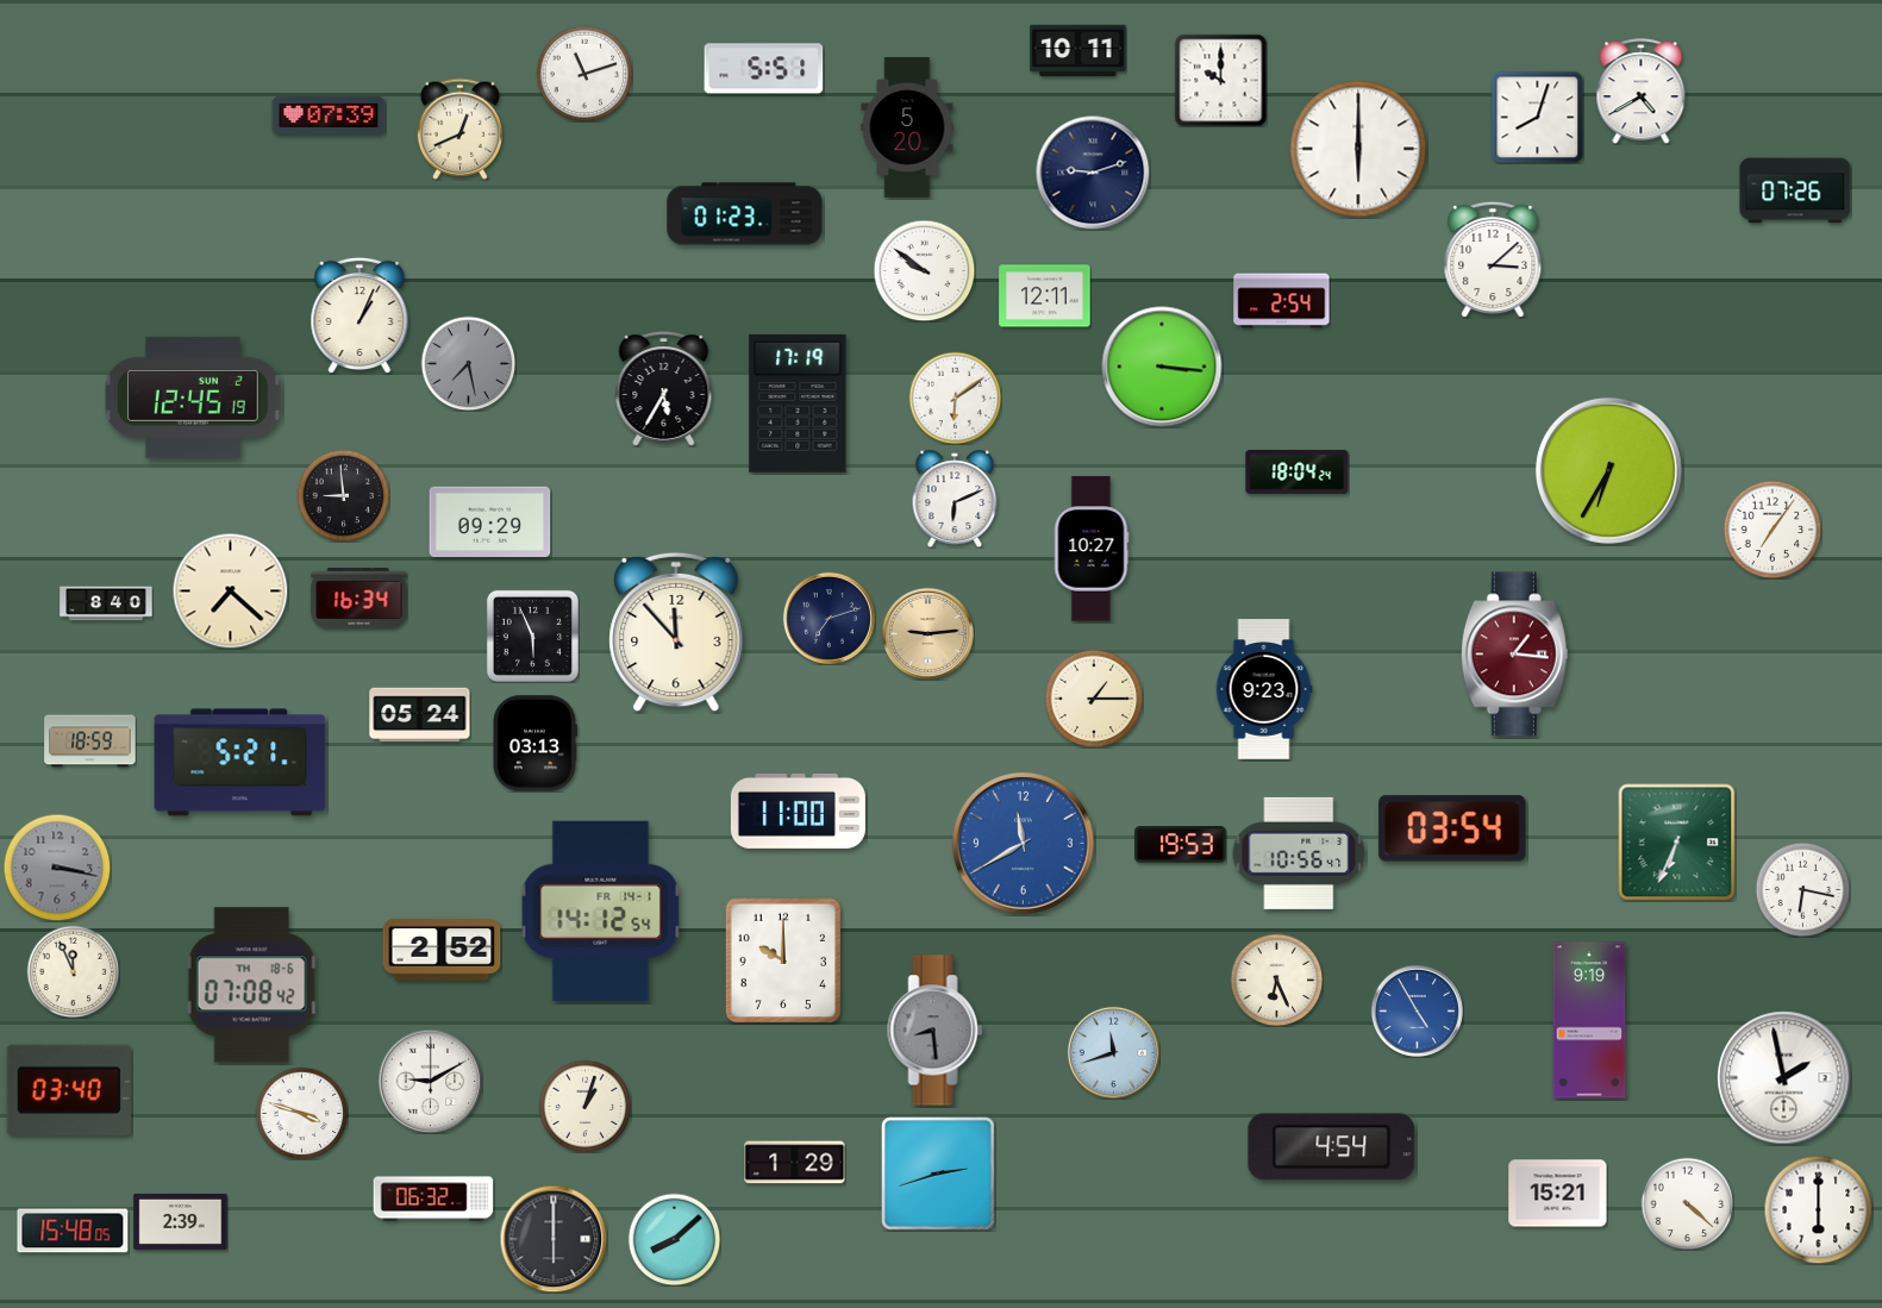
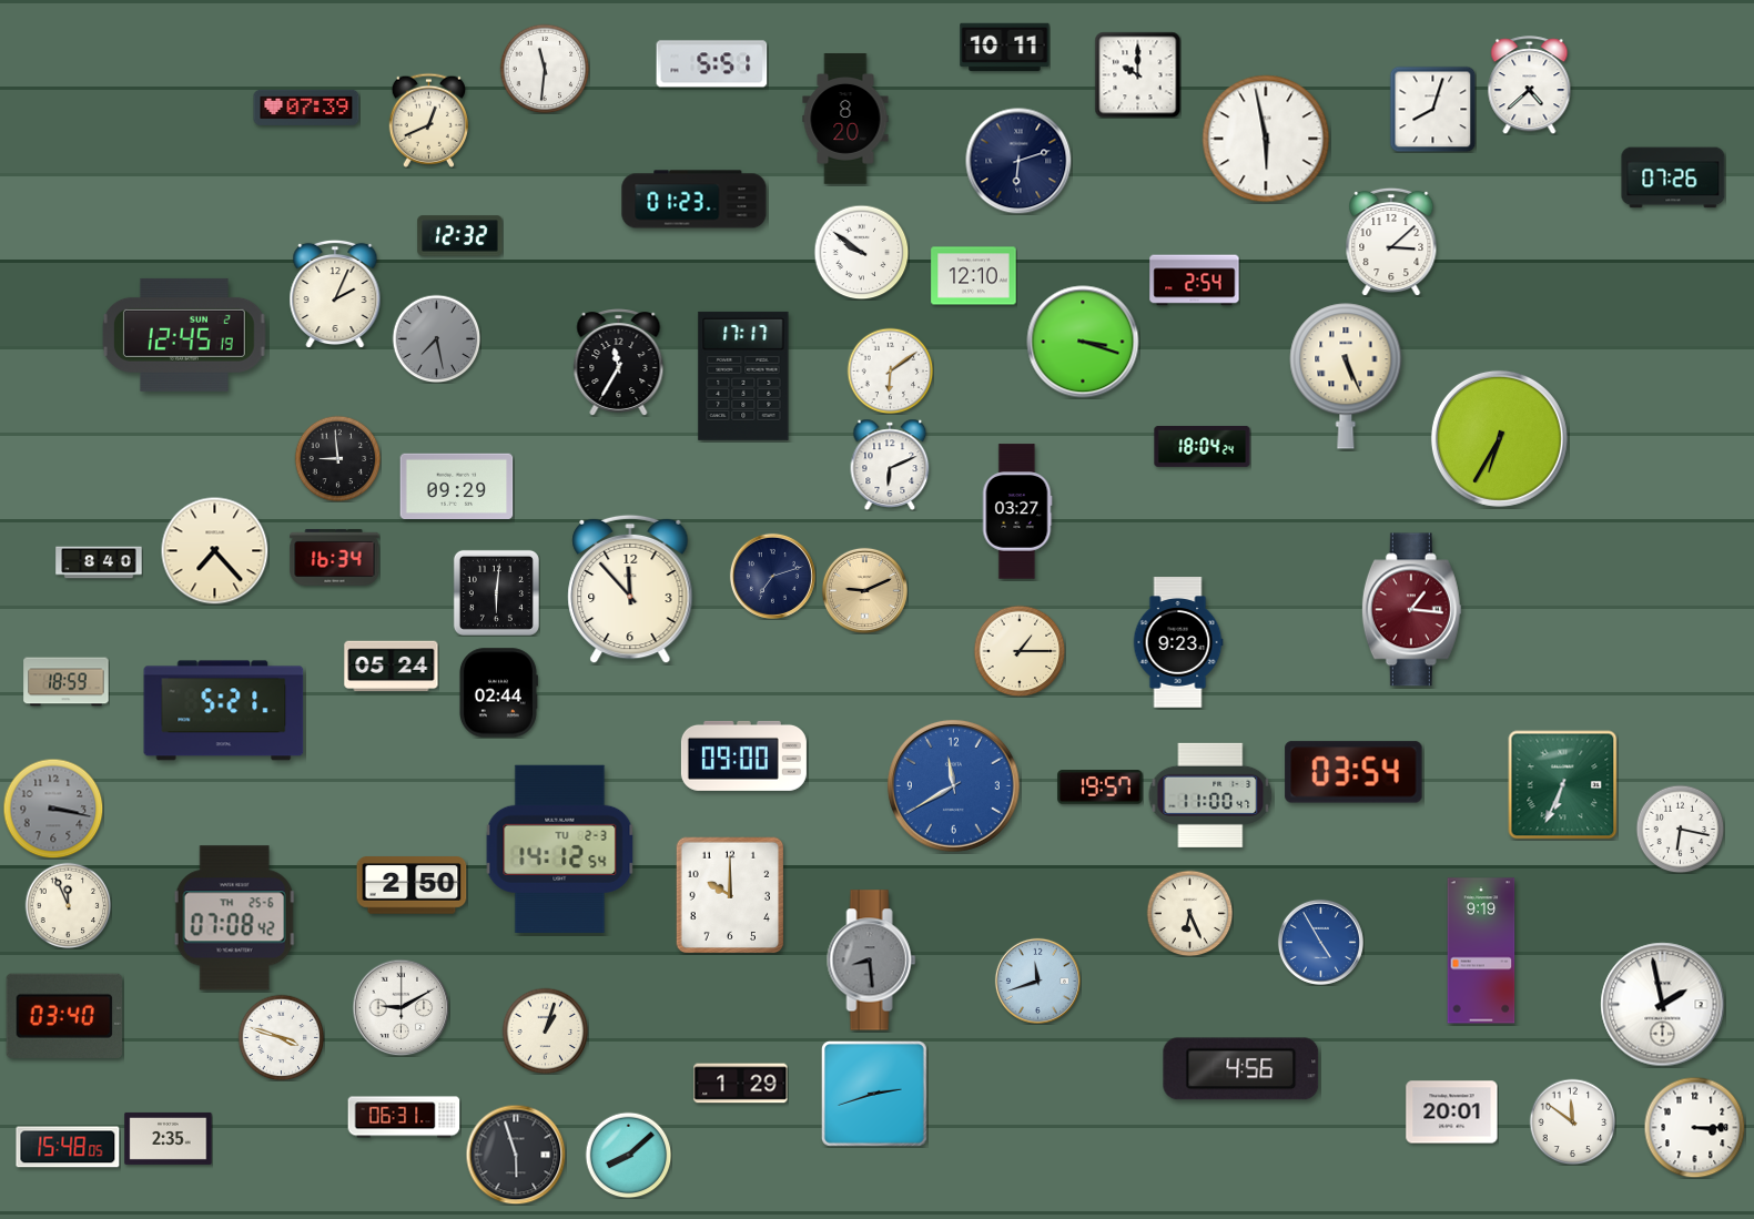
clock at (584, 74): 11:12 -> 11:31
clock at (1642, 92): 4:40 -> 4:38
clock at (907, 127): 5:20 -> 8:20
clock at (1358, 149): 6:00 -> 5:58
clock at (1093, 173): 9:12 -> 6:12
clock at (460, 236): none -> 12:32
clock at (1045, 296): 12:11 -> 12:10
clock at (359, 315): 1:04 -> 2:04
clock at (1162, 367): 3:16 -> 3:18
clock at (664, 389): 5:35 -> 11:35
clock at (193, 398) position: (193, 398) -> (184, 335)
clock at (798, 403): 17:19 -> 17:17
clock at (1346, 376): none -> 5:26
clock at (1298, 471) position: (1298, 471) -> (1203, 446)
clock at (343, 495) position: (343, 495) -> (337, 458)
clock at (1772, 530): 7:06 -> none
clock at (1092, 549): 10:27 -> 03:27
clock at (230, 590): 7:22 -> 7:23
clock at (927, 633): 9:14 -> 9:11
clock at (532, 636): 5:56 -> 6:01
clock at (90, 741) position: (90, 741) -> (67, 682)
clock at (534, 744): 03:13 -> 02:44
clock at (798, 811): 11:00 -> 09:00
clock at (1181, 845): 19:53 -> 19:57
clock at (1299, 853): 10:56 -> 11:00
clock at (601, 910) date: FR 14-1 -> TU 2-3
clock at (442, 950): 2:52 -> 2:50
clock at (252, 985) date: TH 18-6 -> TH 25-6
clock at (1332, 1147): 4:54 -> 4:56
clock at (1558, 1194): 15:21 -> 20:01
clock at (433, 1199): 06:32 -> 06:31
clock at (1687, 1203): 4:22 -> 11:51
clock at (1818, 1209): 6:00 -> 3:15
clock at (181, 1221): 2:39 -> 2:35
clock at (554, 1239): 6:00 -> 5:57
